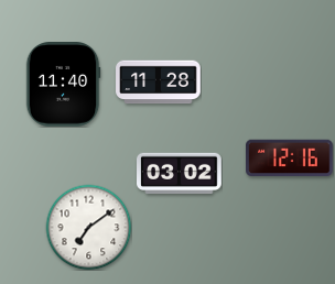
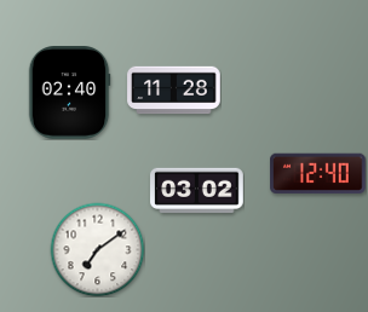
clock at (63, 85): 11:40 -> 02:40
clock at (290, 159): 12:16 -> 12:40
